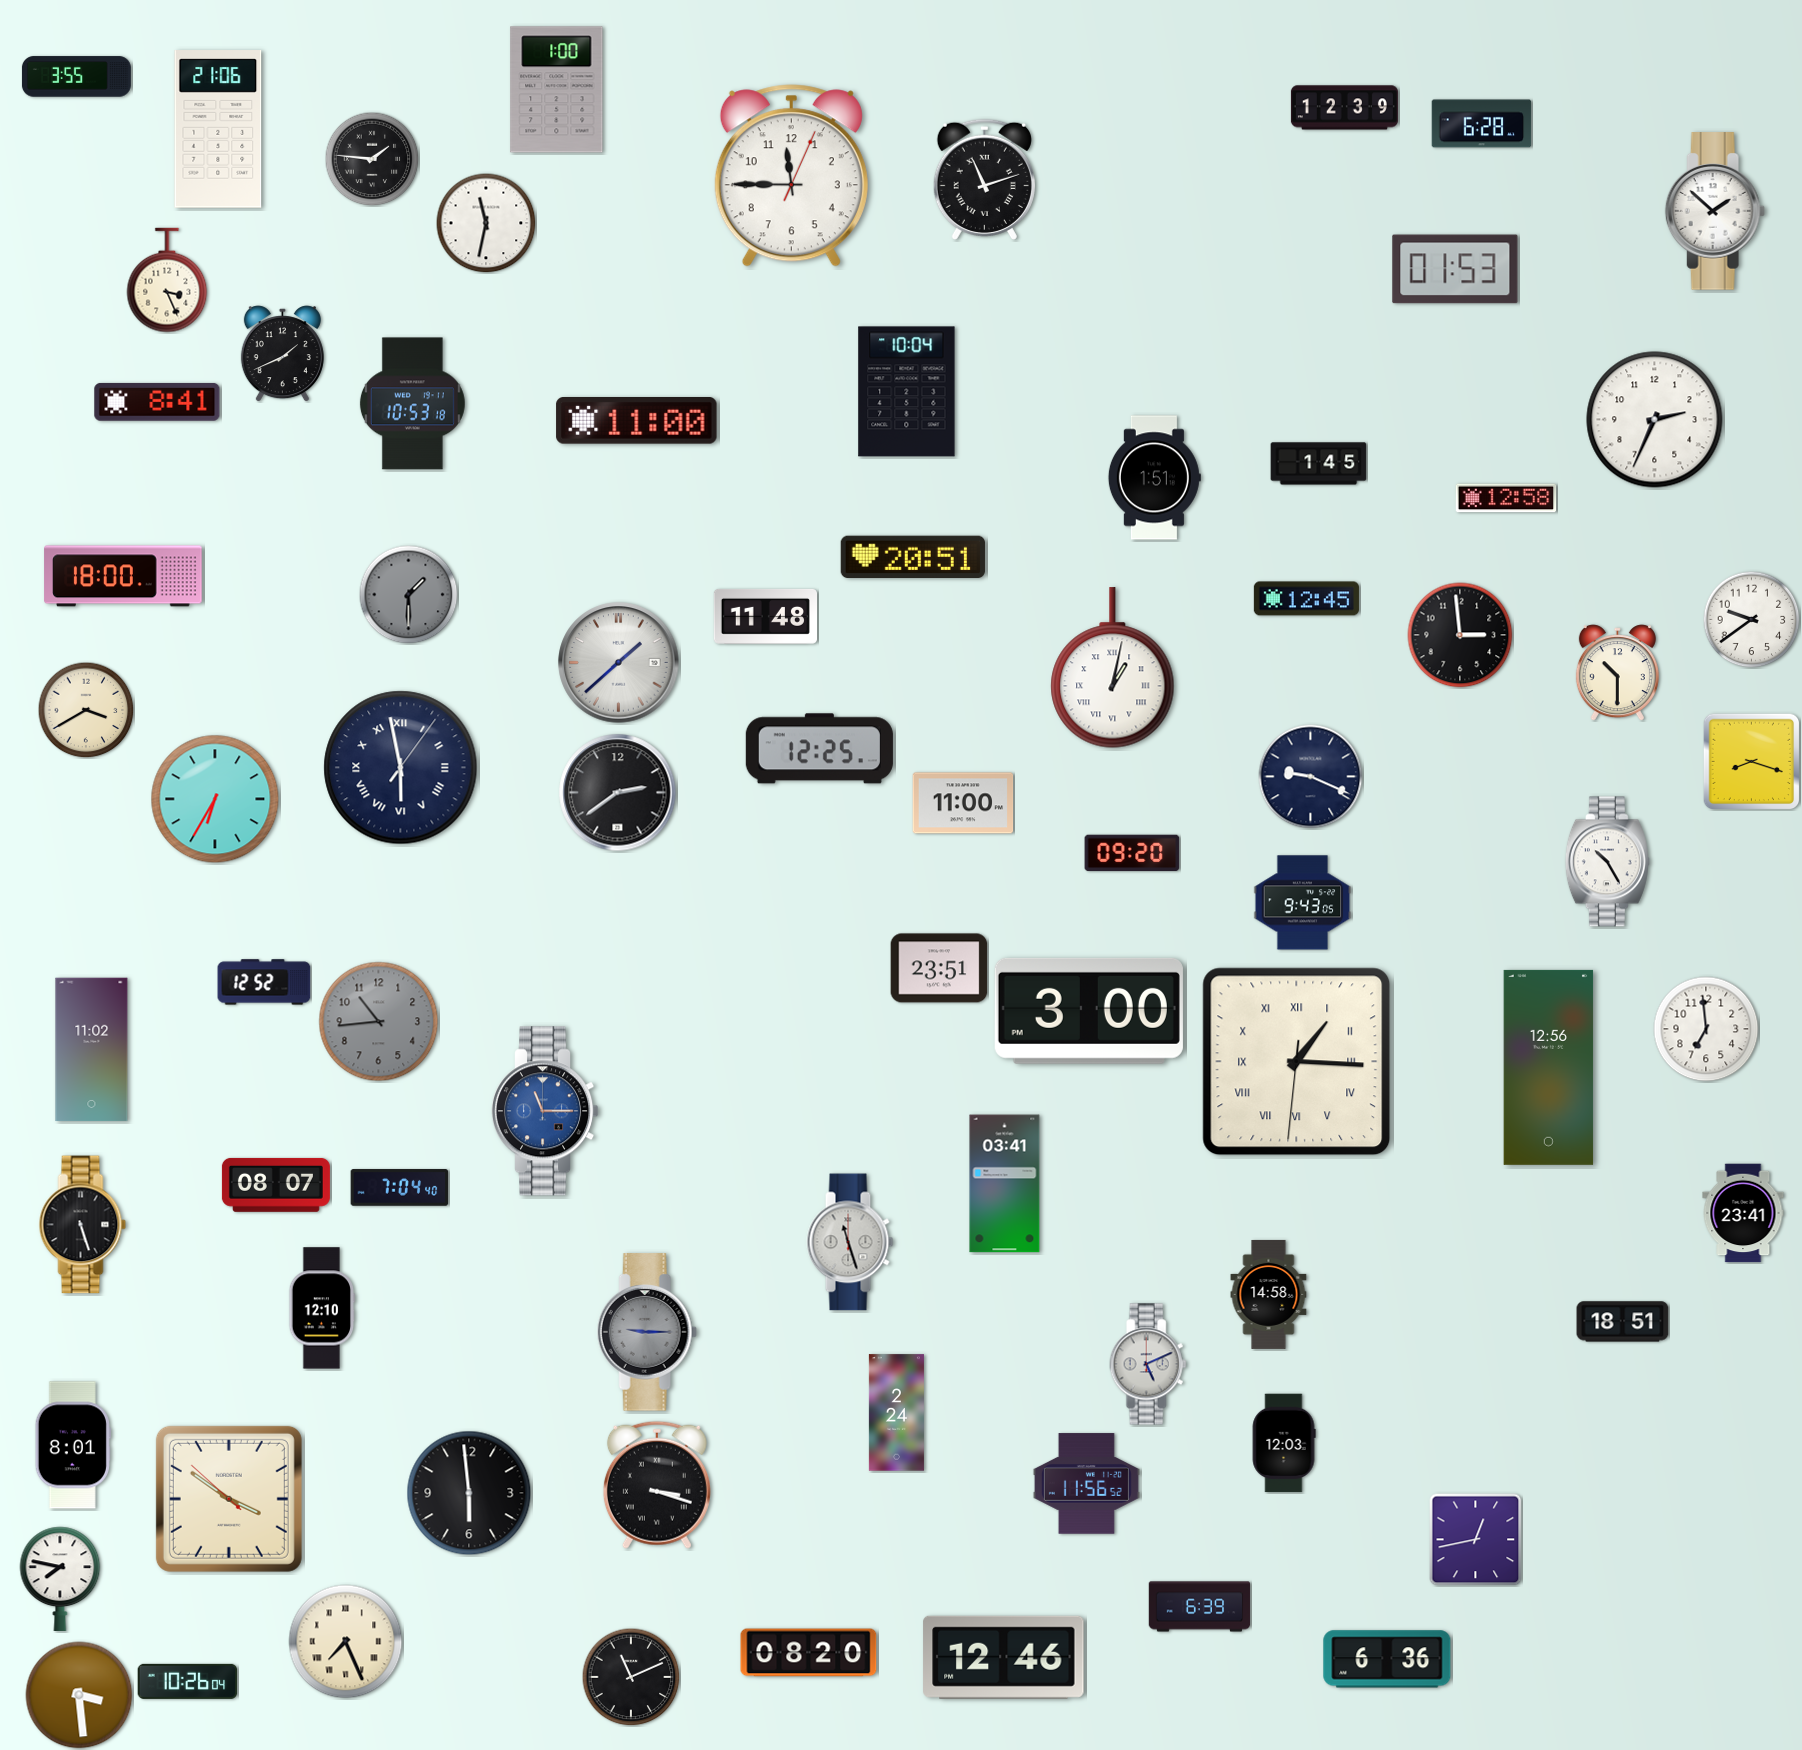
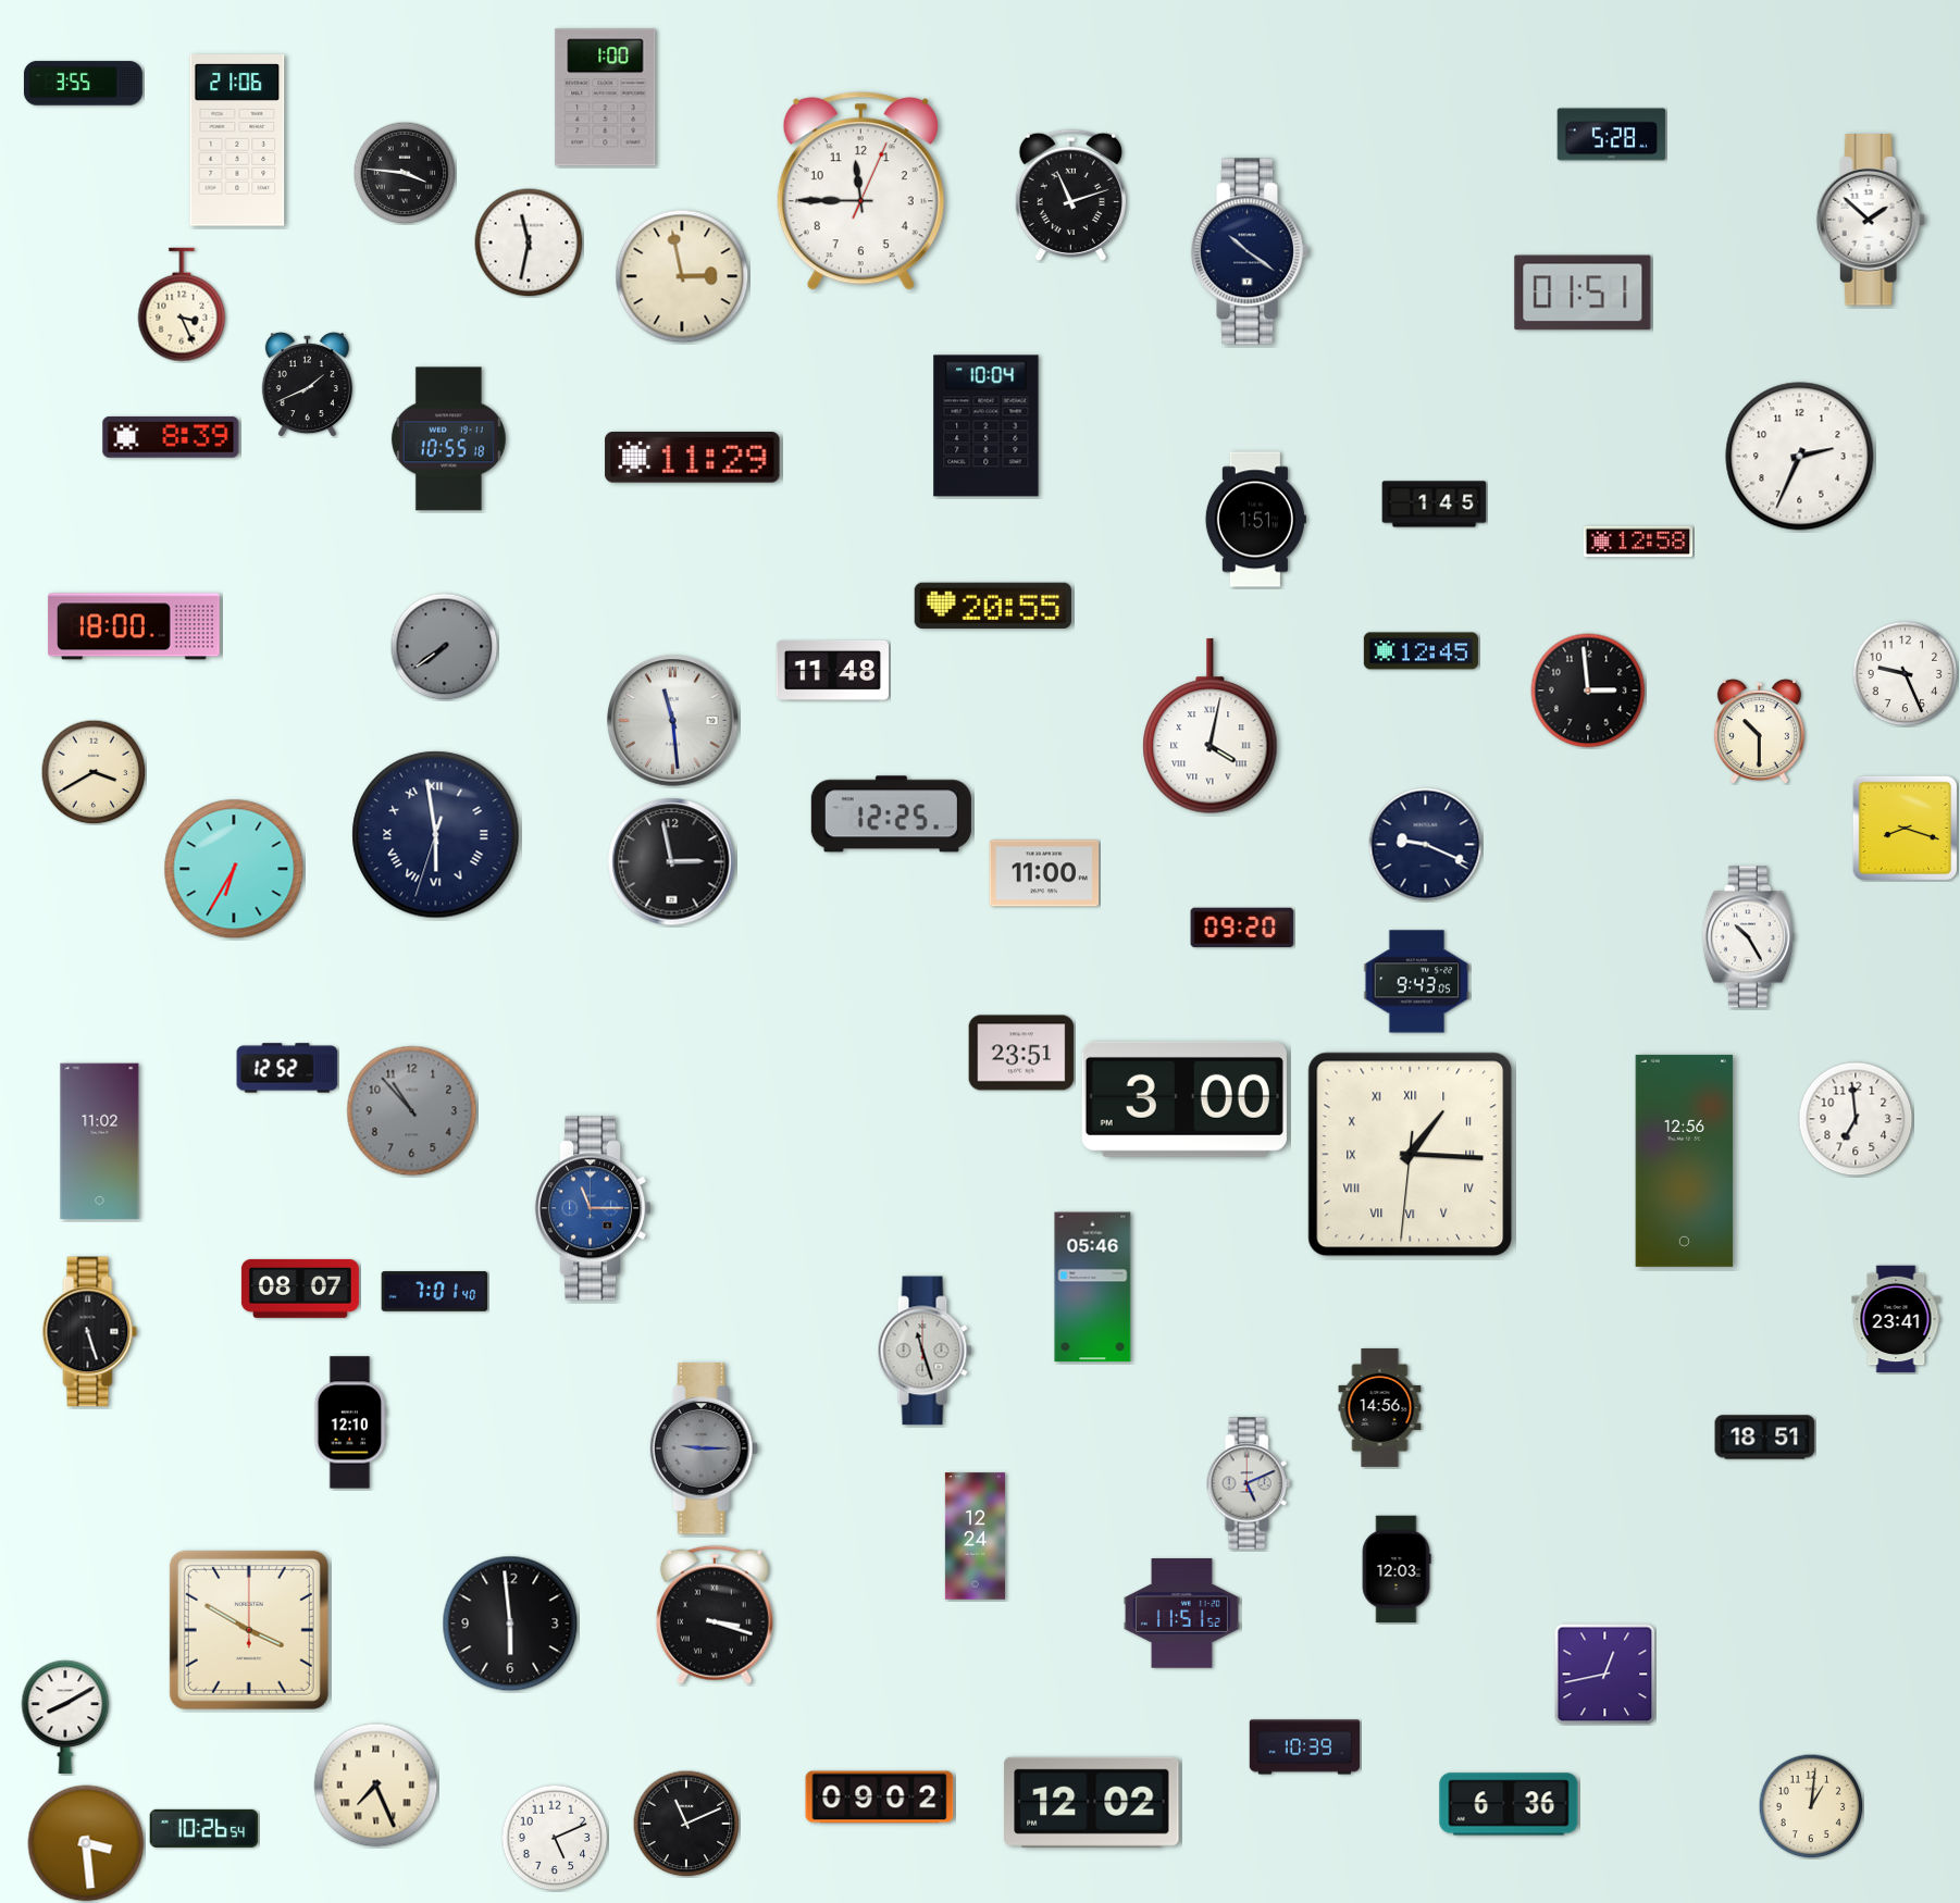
clock at (1344, 108): 12:39 -> none
clock at (1482, 124): 6:28 -> 5:28
clock at (372, 159): 1:46 -> 3:46
clock at (1715, 211) position: (1715, 211) -> (1871, 220)
clock at (1250, 251): none -> 10:21
clock at (682, 276): none -> 2:58
clock at (1455, 269): 01:53 -> 01:51
clock at (157, 402): 8:41 -> 8:39
clock at (412, 404): 10:53 -> 10:55
clock at (637, 421): 11:00 -> 11:29
clock at (913, 557): 20:51 -> 20:55
clock at (409, 595): 1:30 -> 7:39
clock at (1751, 619): 9:39 -> 9:26
clock at (619, 663): 1:38 -> 11:29
clock at (1113, 668): 1:02 -> 4:02
clock at (401, 768): 5:58:06 -> 5:58:33
clock at (618, 793): 2:39 -> 2:58
clock at (963, 803) position: (963, 803) -> (1044, 873)
clock at (1132, 853) position: (1132, 853) -> (1242, 928)
clock at (379, 1022): 10:44 -> 10:53
clock at (1005, 1184): 03:41 -> 05:46
clock at (400, 1188): 7:04 -> 7:01
clock at (1269, 1294): 14:58 -> 14:56
clock at (896, 1413): 2:24 -> 12:24
clock at (73, 1445): 8:01 -> none
clock at (1086, 1484): 11:56 -> 11:51
clock at (229, 1499): 3:50:52 -> 3:50:00
clock at (60, 1579): 7:47 -> 8:10
clock at (1200, 1607): 6:39 -> 10:39
clock at (809, 1653): 08:20 -> 09:02
clock at (1004, 1657): 12:46 -> 12:02
clock at (1811, 1806): none -> 1:01
clock at (188, 1681): 10:26:04 -> 10:26:54
clock at (555, 1838): none -> 5:11
